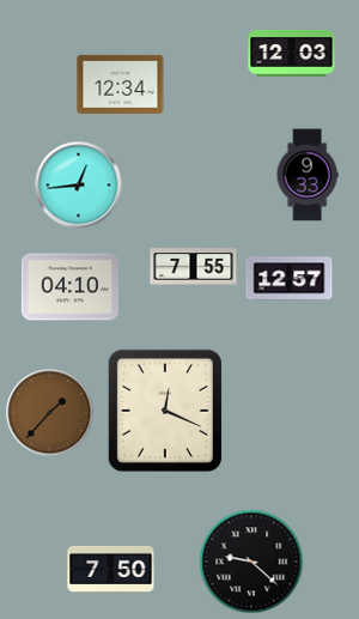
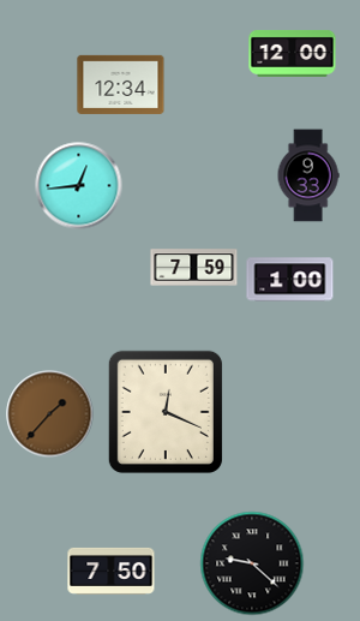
clock at (292, 53): 12:03 -> 12:00
clock at (194, 267): 7:55 -> 7:59
clock at (290, 279): 12:57 -> 1:00
clock at (69, 287): 04:10 -> none
